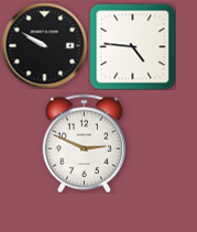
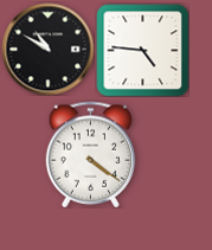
clock at (44, 45): 9:50 -> 10:50
clock at (85, 143): 2:49 -> 4:21
